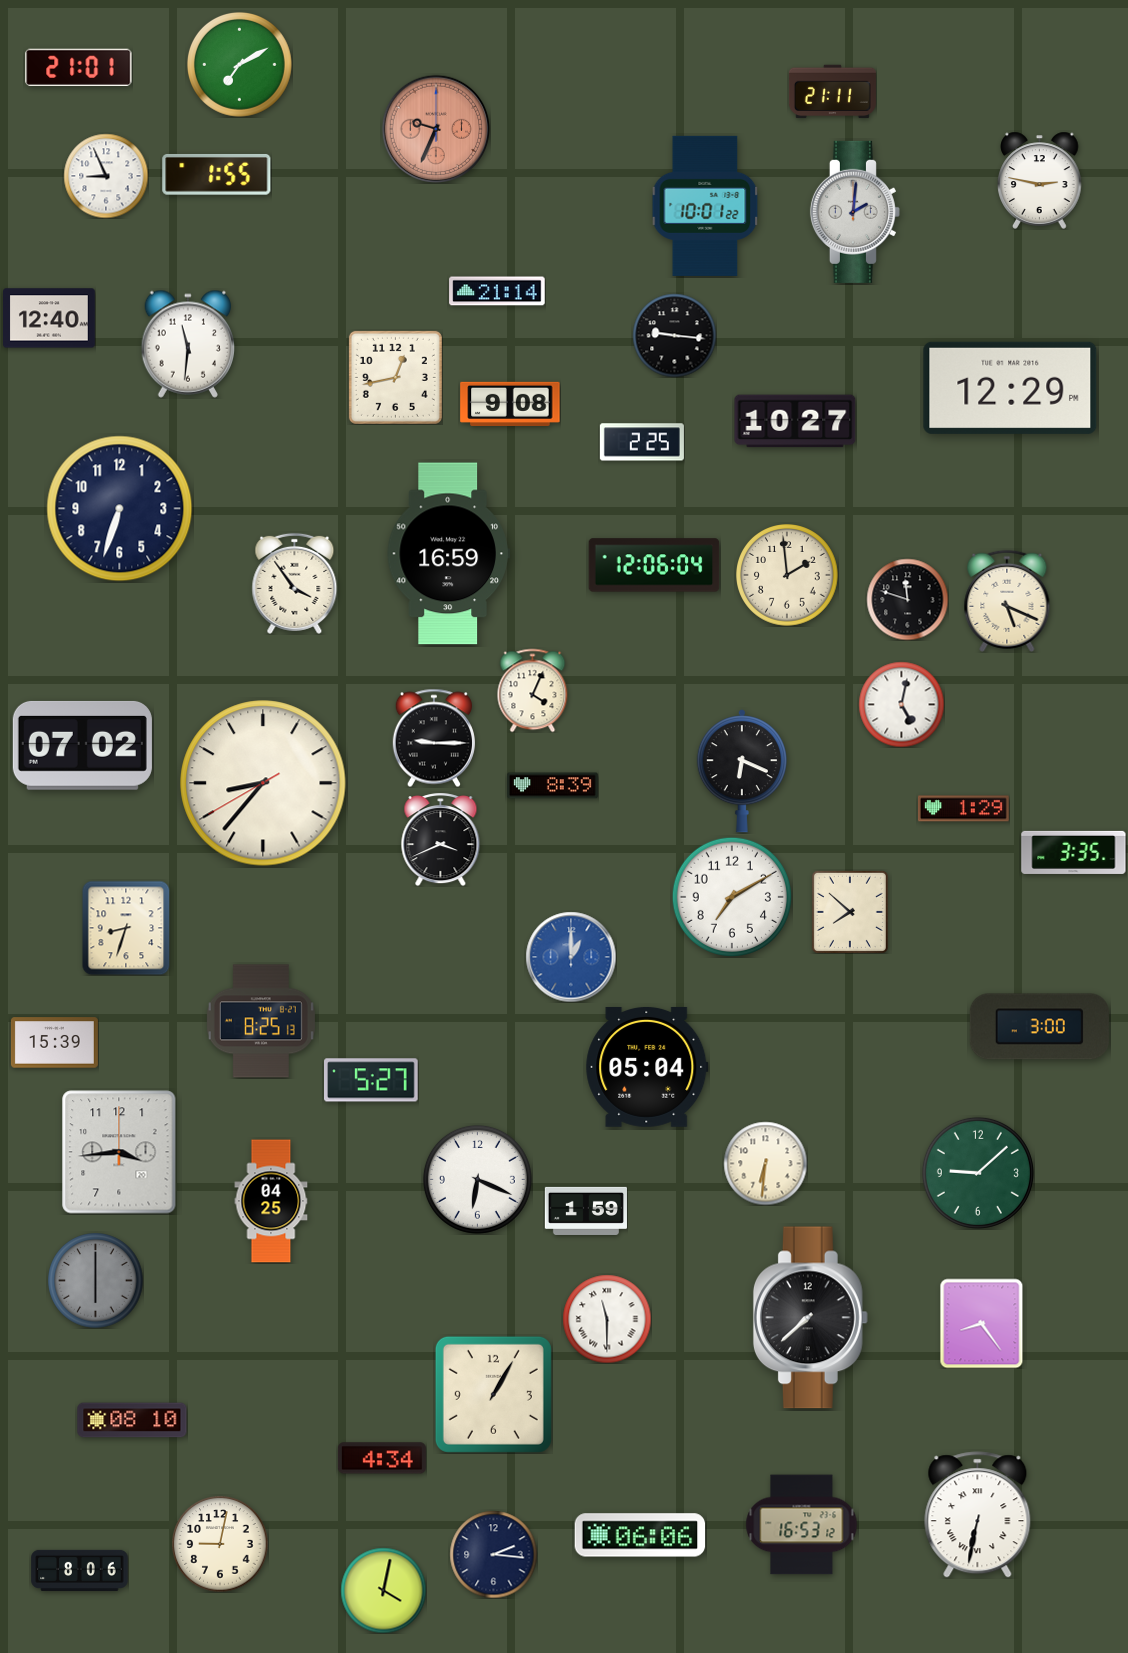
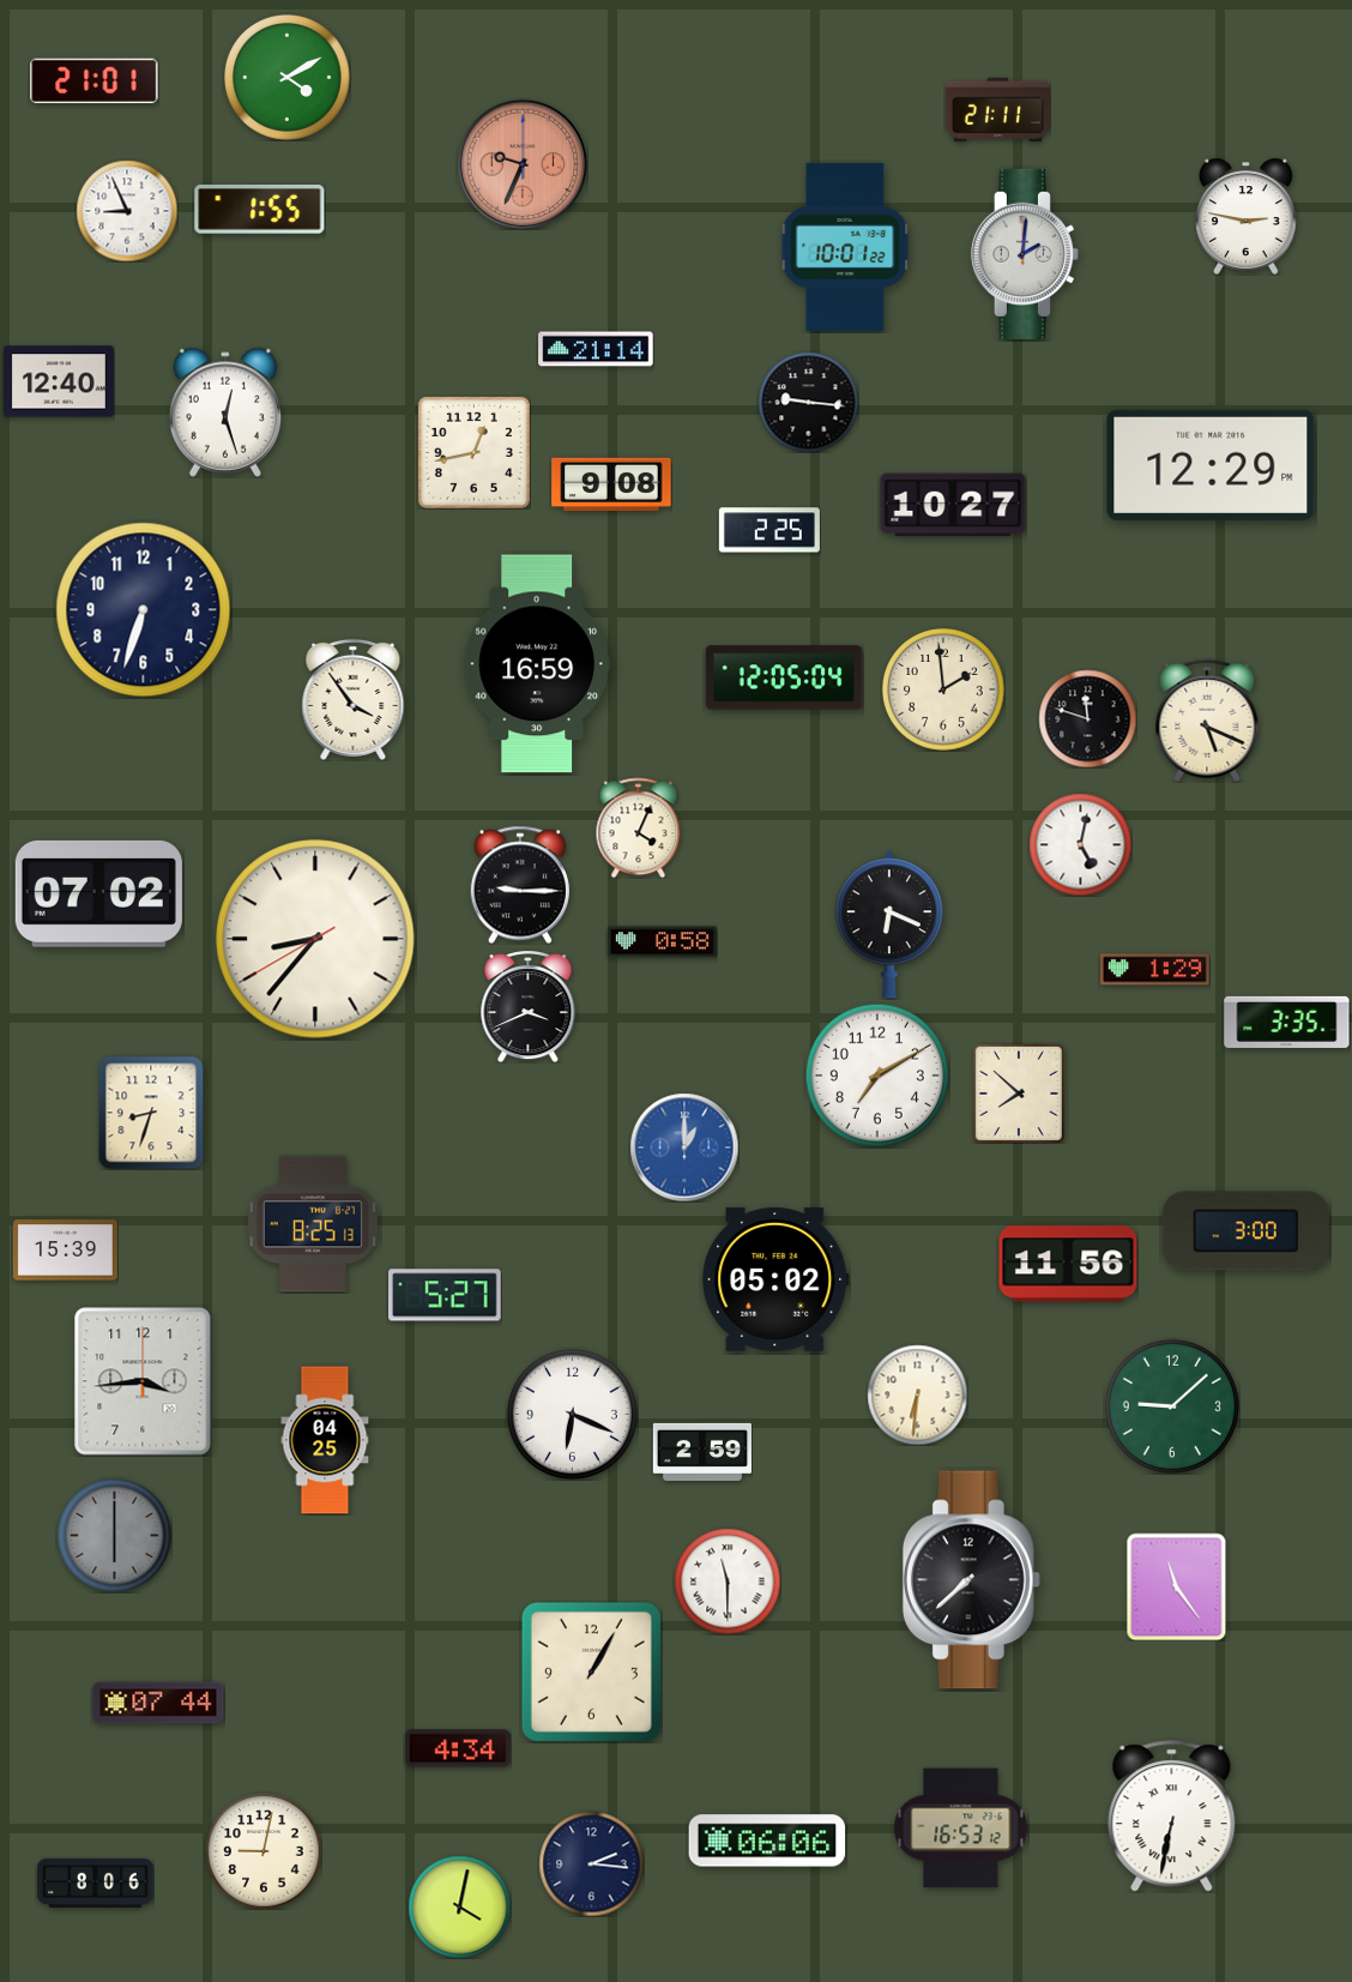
clock at (239, 64): 7:10 -> 4:10
clock at (436, 129) position: (436, 129) -> (523, 164)
clock at (187, 344): 11:31 -> 12:27
clock at (654, 565): 12:06 -> 12:05
clock at (553, 786): 8:39 -> 0:58
clock at (1068, 1264): none -> 11:56
clock at (647, 1067): 05:04 -> 05:02
clock at (586, 1211): 1:59 -> 2:59
clock at (982, 1323): 8:24 -> 11:24
clock at (132, 1420): 08:10 -> 07:44
